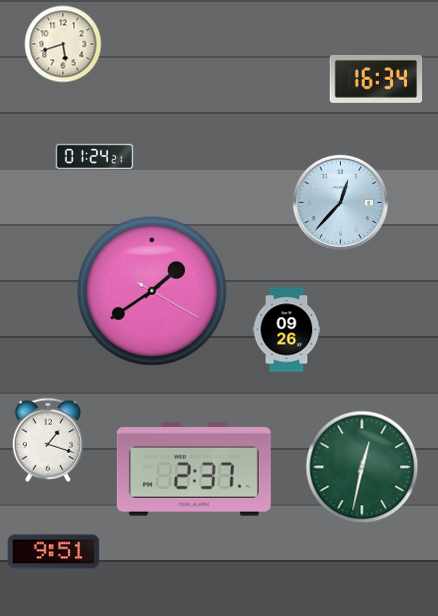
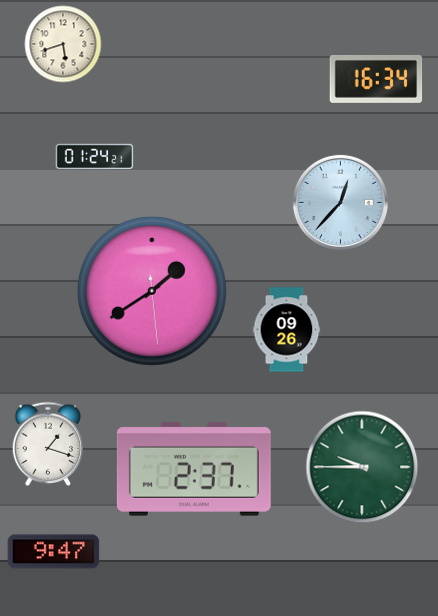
clock at (152, 291): 1:39:20 -> 1:39:29
clock at (48, 440) position: (48, 440) -> (48, 444)
clock at (362, 467): 12:32 -> 9:45
clock at (54, 552): 9:51 -> 9:47
